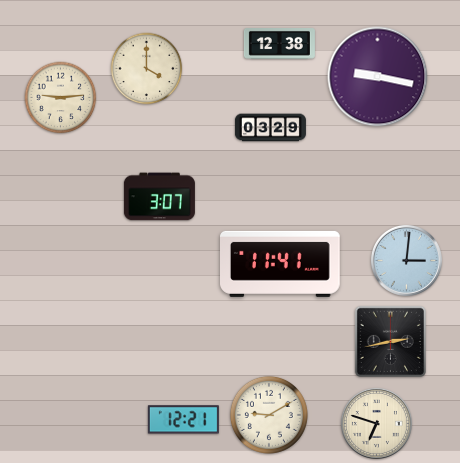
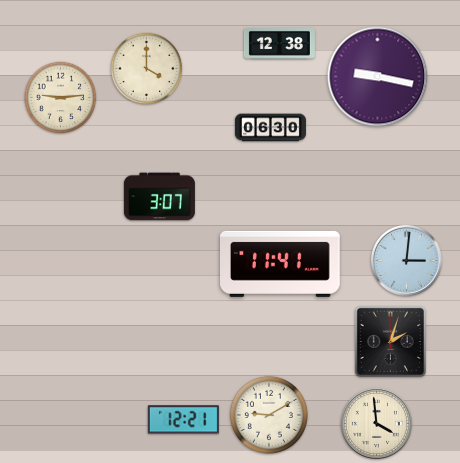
clock at (270, 128): 03:29 -> 06:30
clock at (390, 341): 2:43 -> 2:03
clock at (376, 423): 6:48 -> 3:59
